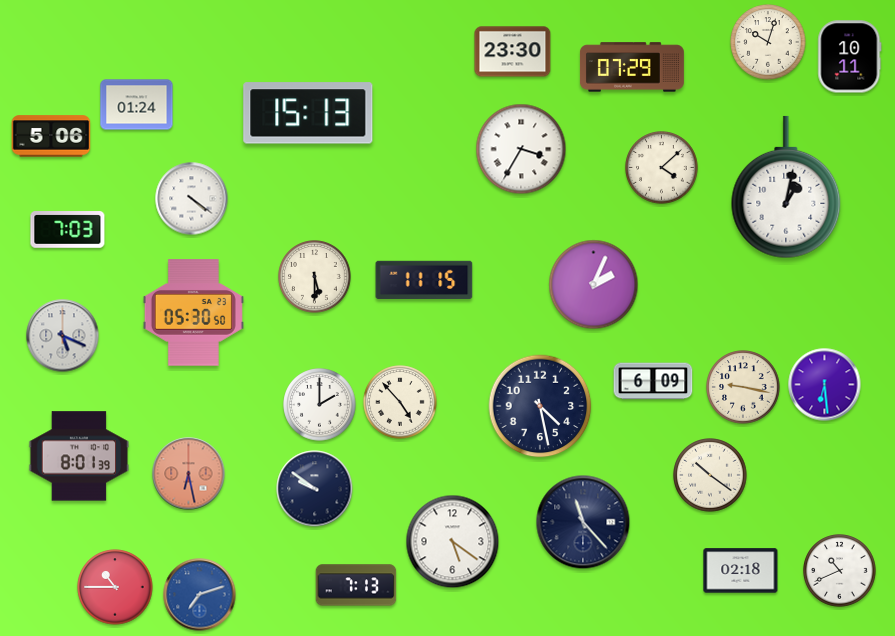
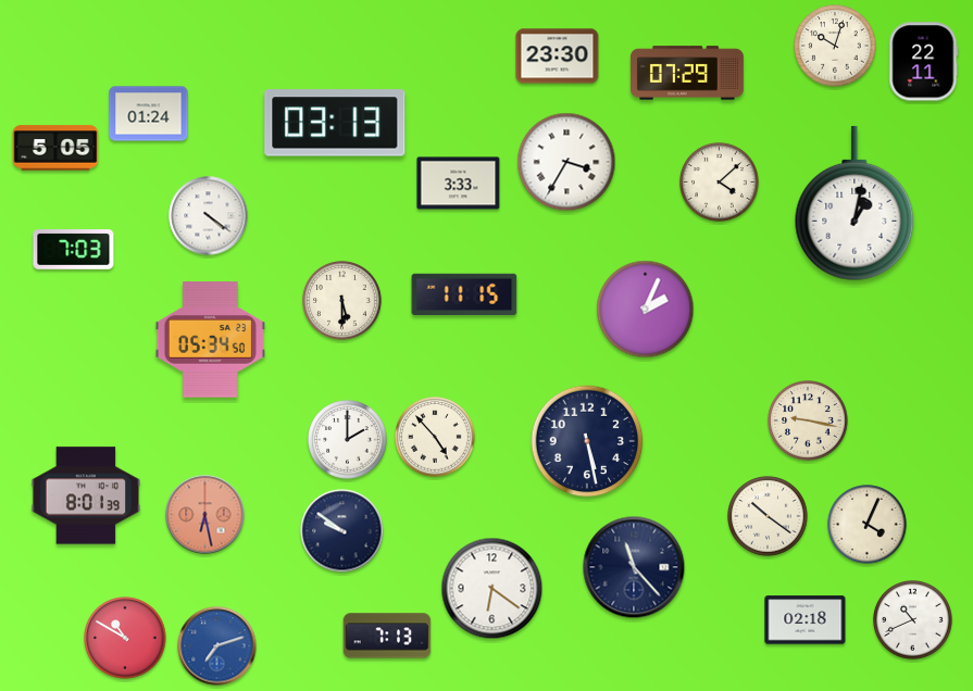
clock at (850, 57): 10:11 -> 22:11
clock at (308, 113): 15:13 -> 03:13
clock at (51, 136): 5:06 -> 5:05
clock at (459, 184): none -> 3:33
clock at (424, 280) position: (424, 280) -> (464, 294)
clock at (193, 313): 05:30 -> 05:34
clock at (63, 336): 5:19 -> none
clock at (653, 381): 6:09 -> none
clock at (825, 385): 6:29 -> none
clock at (540, 406): 4:28 -> 5:28
clock at (710, 475) position: (710, 475) -> (768, 516)
clock at (868, 525): none -> 4:04
clock at (453, 542): 5:21 -> 6:21
clock at (115, 587): 10:45 -> 10:50
